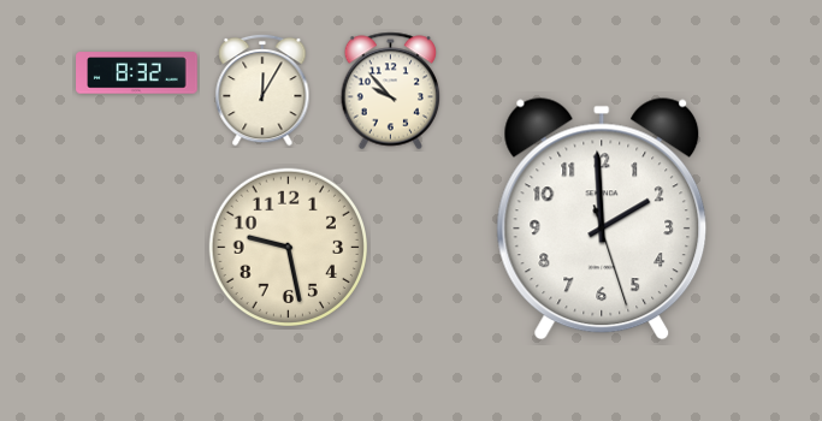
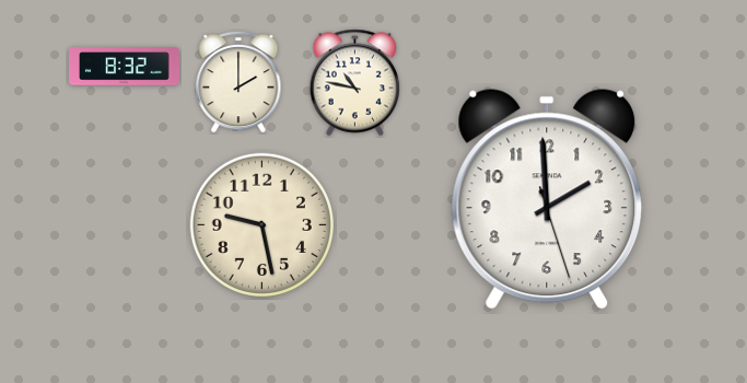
clock at (262, 90): 12:05 -> 2:00
clock at (391, 91): 9:53 -> 10:47
